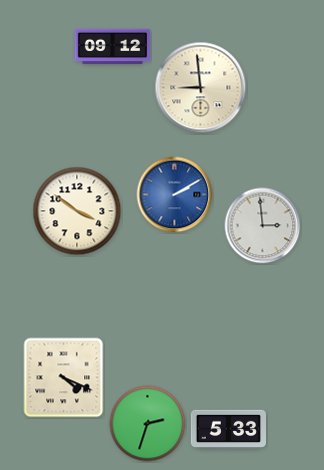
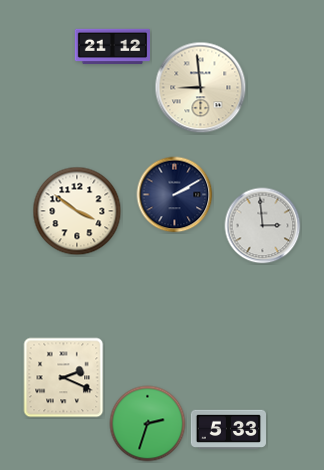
clock at (113, 47): 09:12 -> 21:12
clock at (175, 195) dial: blue -> navy
clock at (64, 378): 4:19 -> 2:19
